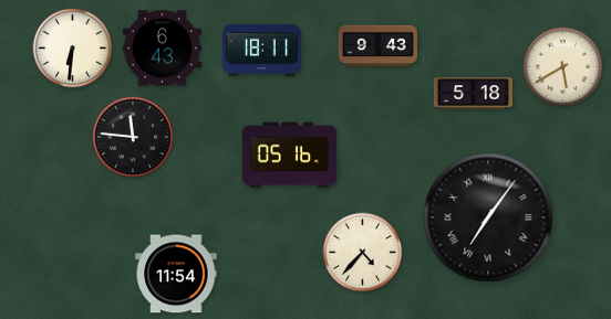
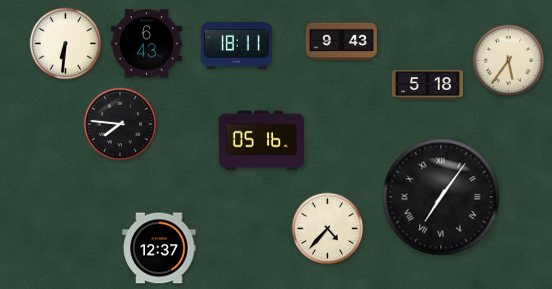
clock at (563, 67): 5:40 -> 5:36
clock at (133, 137): 11:46 -> 7:46
clock at (176, 274): 11:54 -> 12:37
